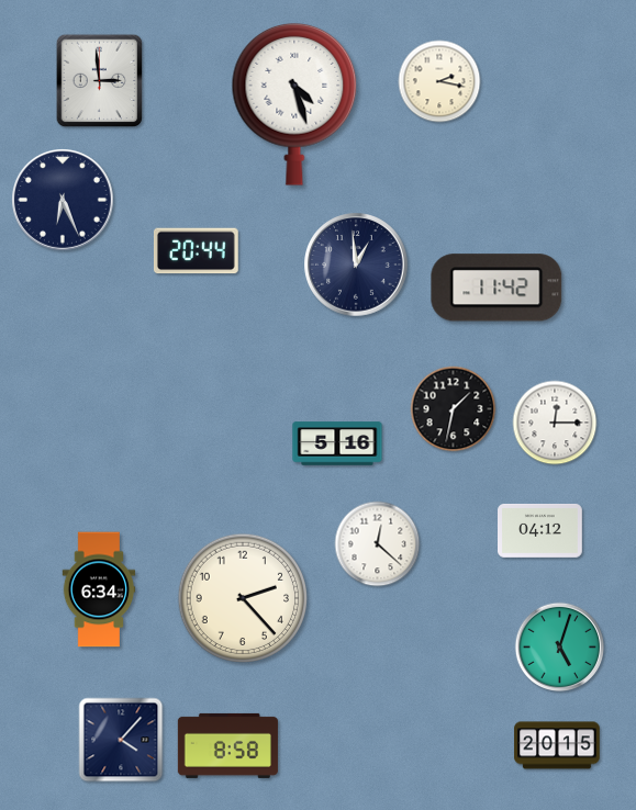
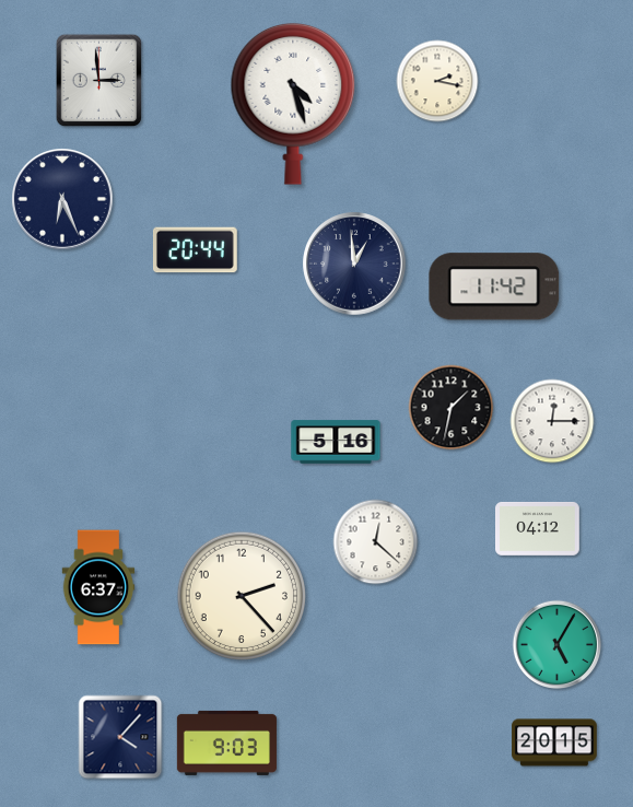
clock at (99, 589): 6:34 -> 6:37
clock at (559, 646): 5:03 -> 5:05
clock at (227, 745): 8:58 -> 9:03
